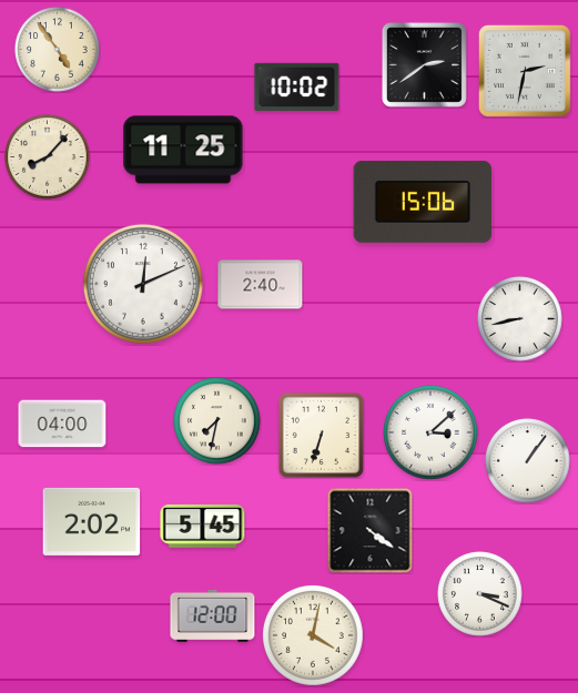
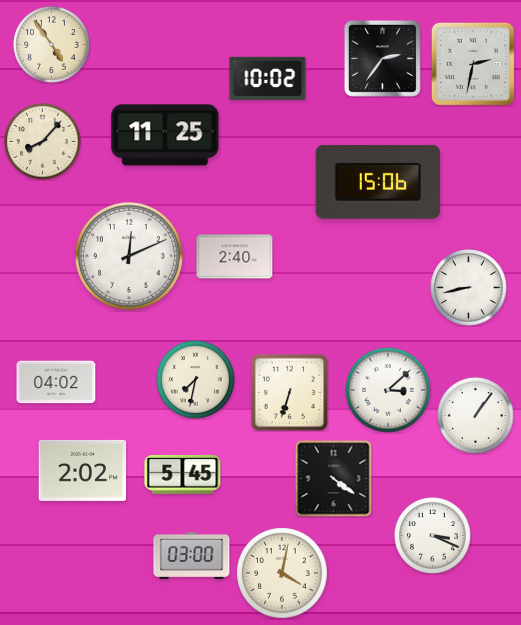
clock at (424, 64): 2:39 -> 2:36
clock at (423, 202) position: (423, 202) -> (378, 182)
clock at (62, 424): 04:00 -> 04:02
clock at (213, 615): 12:00 -> 03:00
